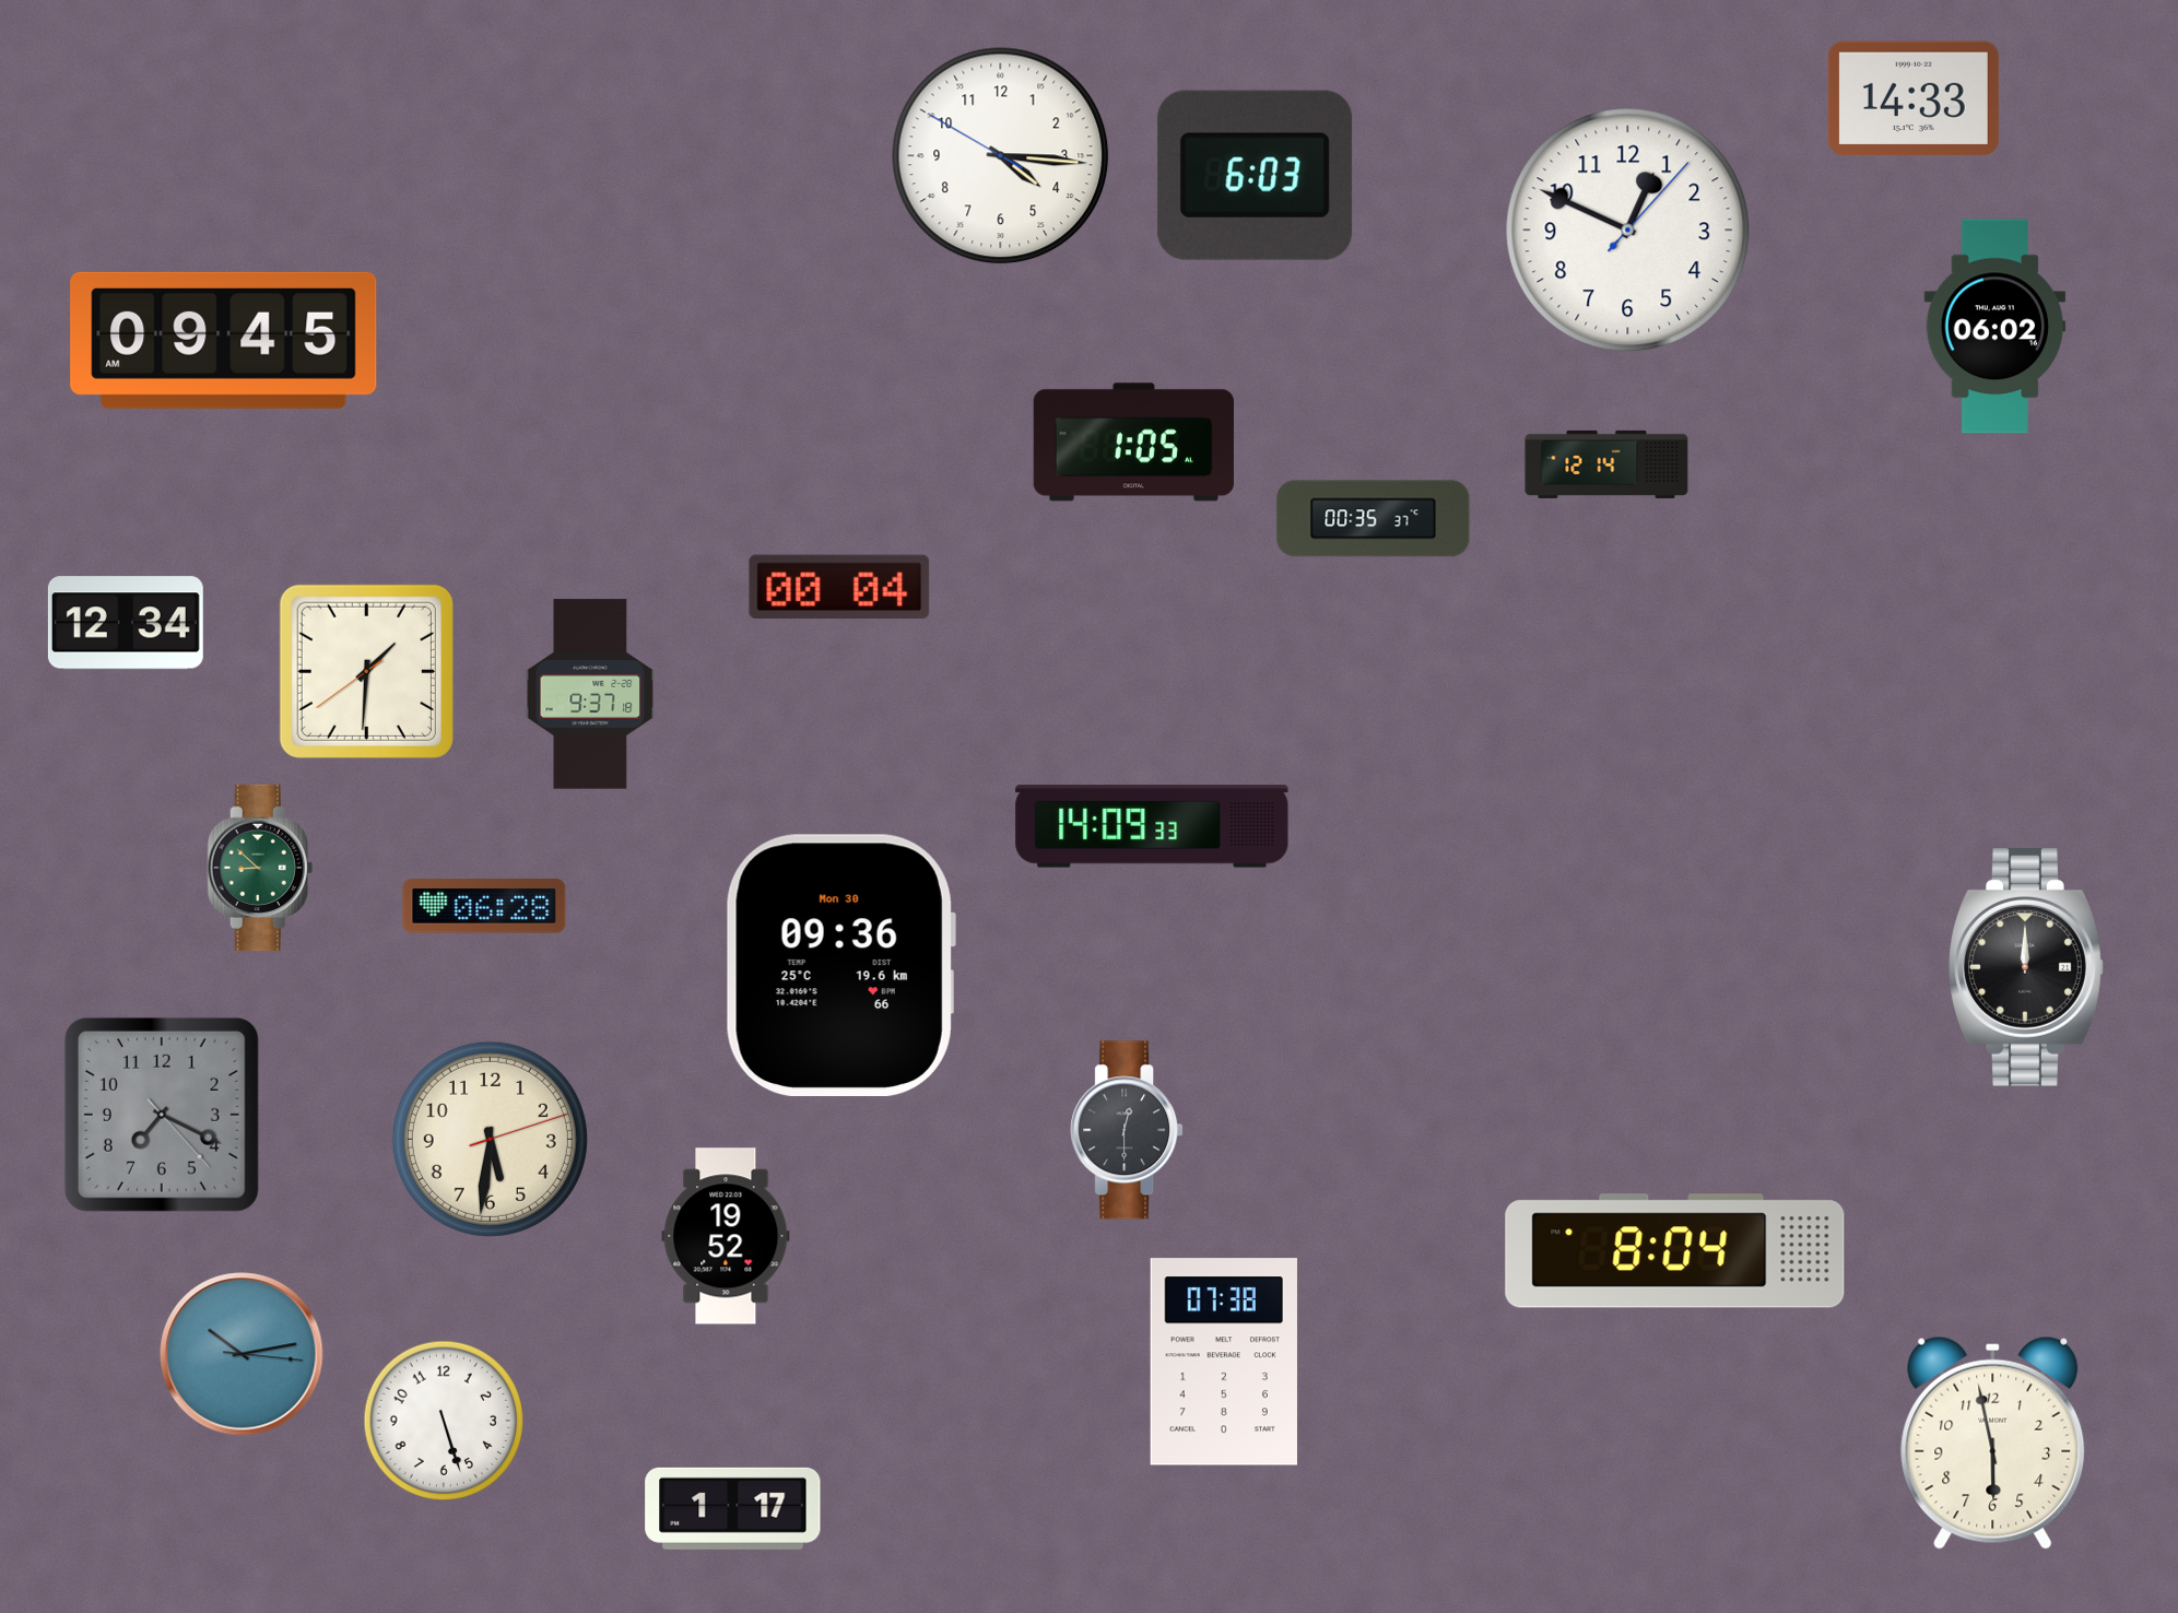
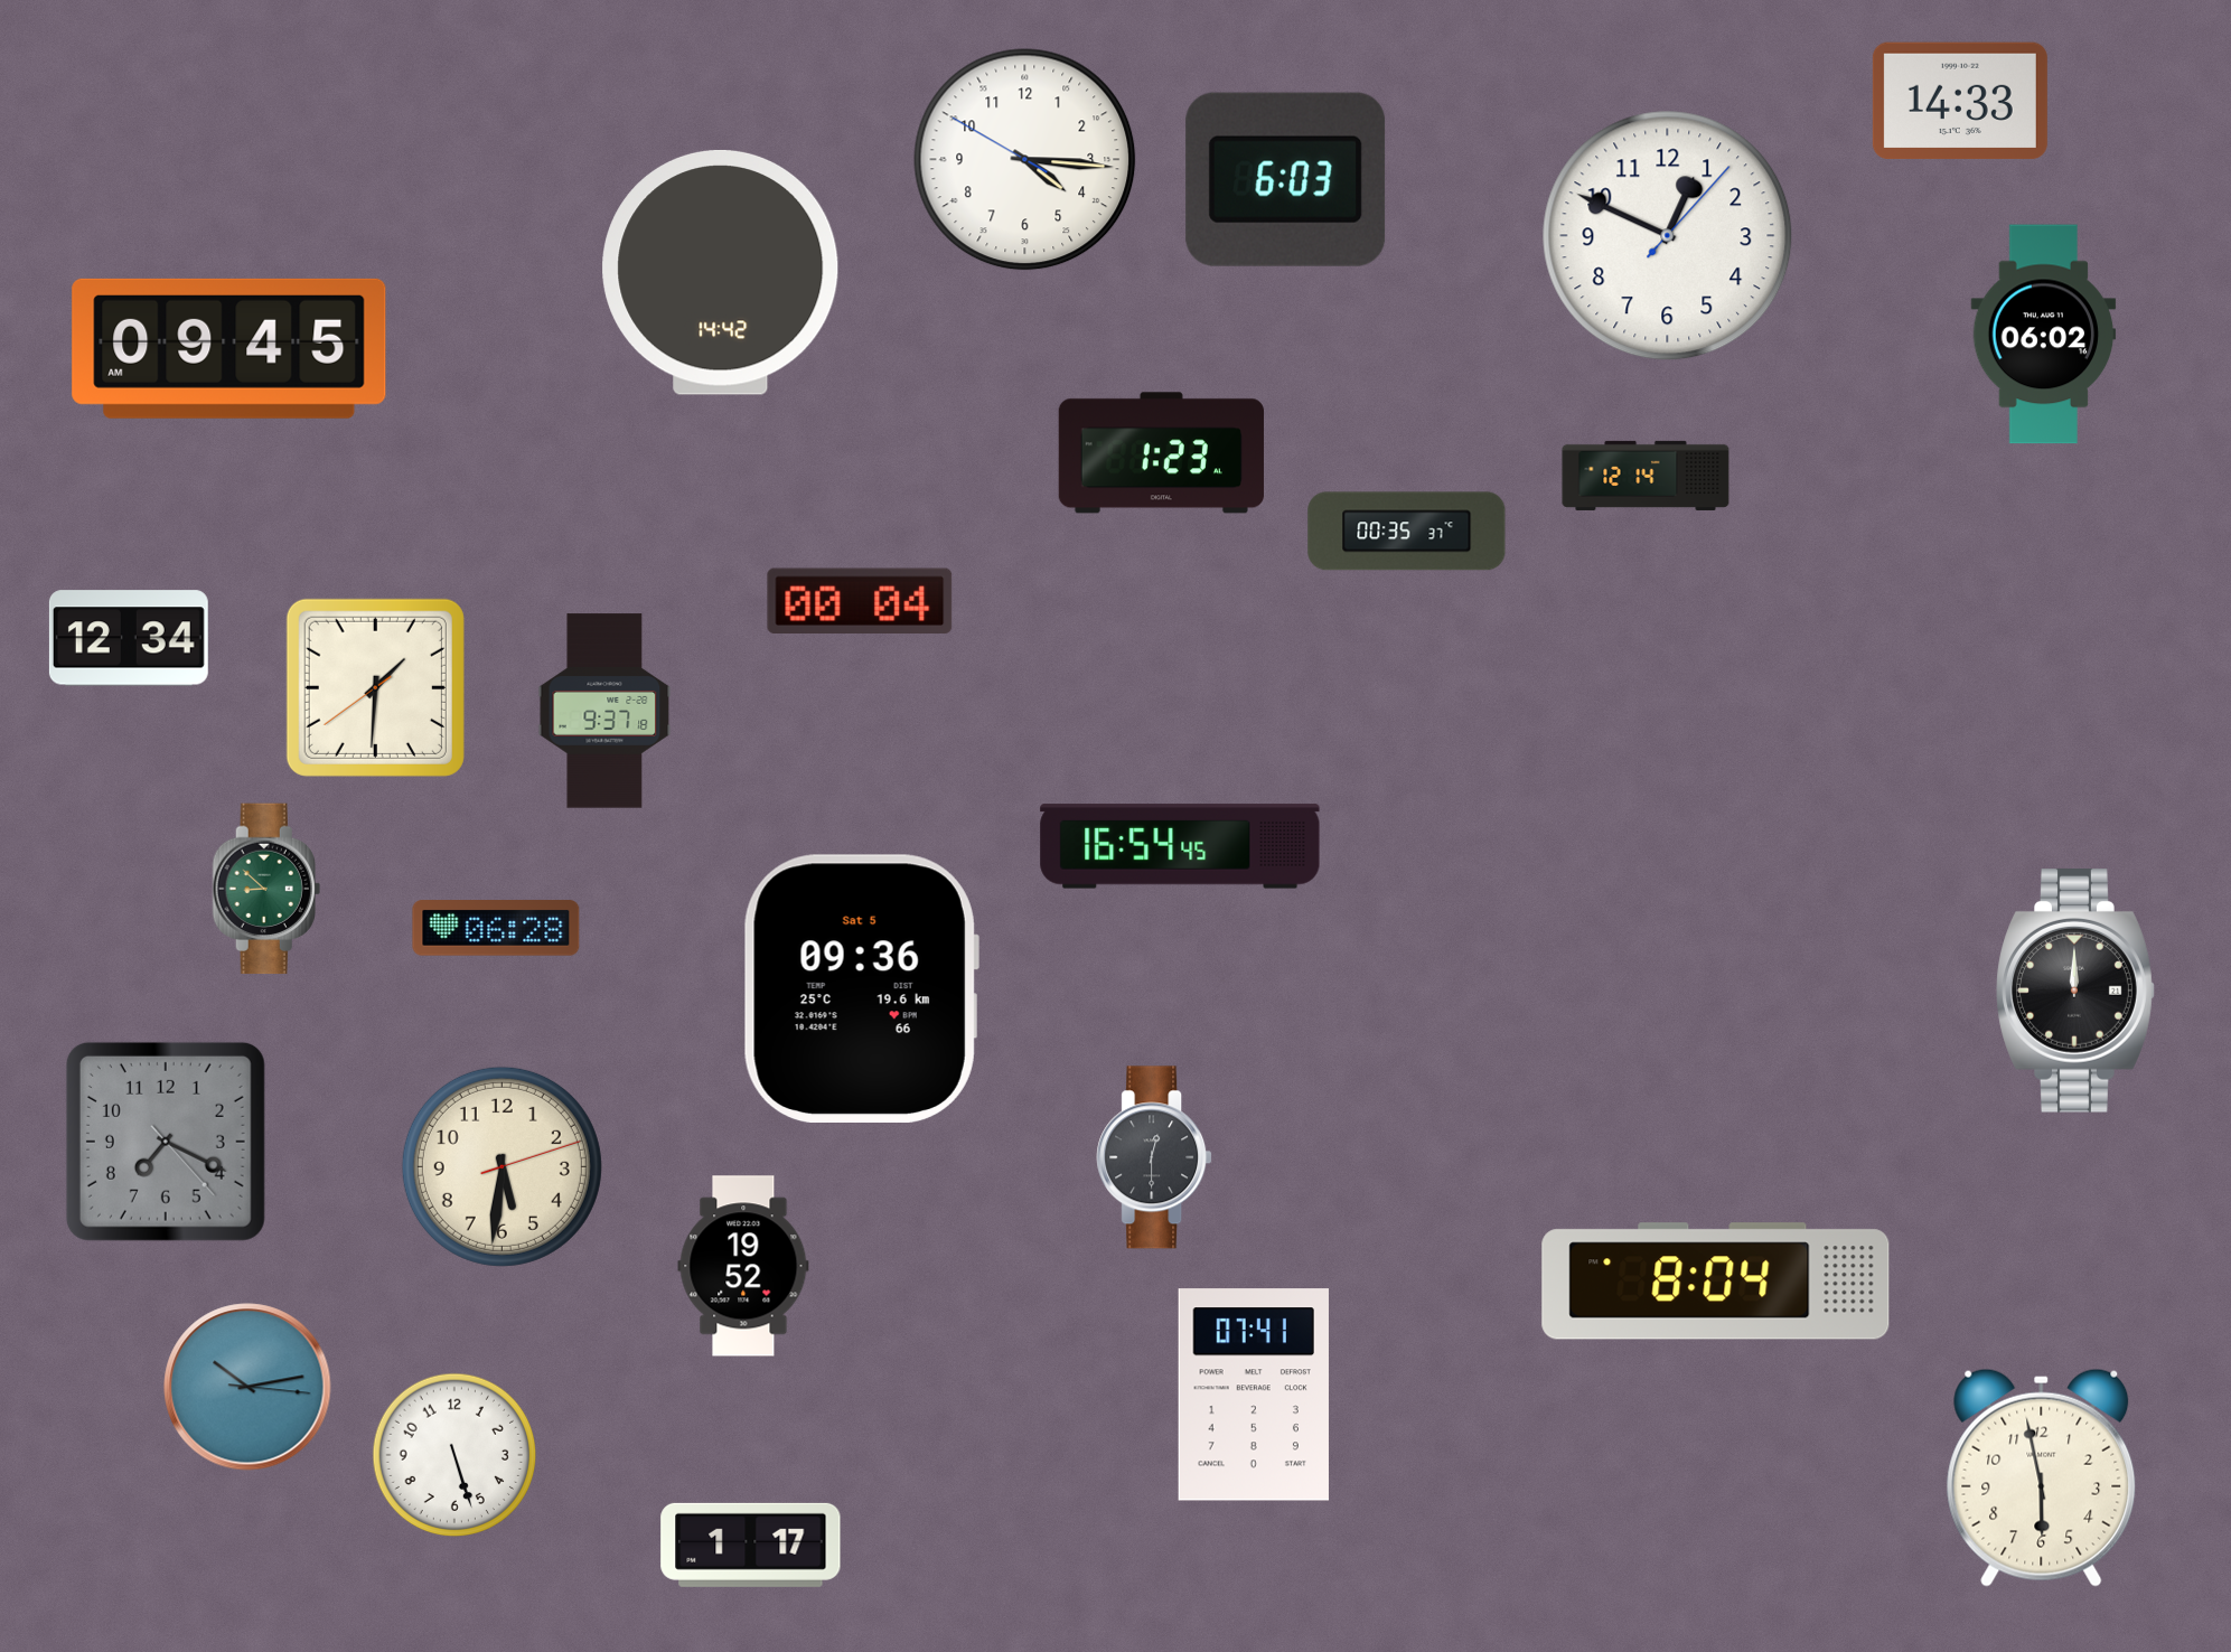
clock at (721, 272): none -> 14:42
clock at (1133, 443): 1:05 -> 1:23
clock at (1152, 826): 14:09 -> 16:54
clock at (840, 965) date: Mon 30 -> Sat 5
clock at (1224, 1362): 07:38 -> 07:41
